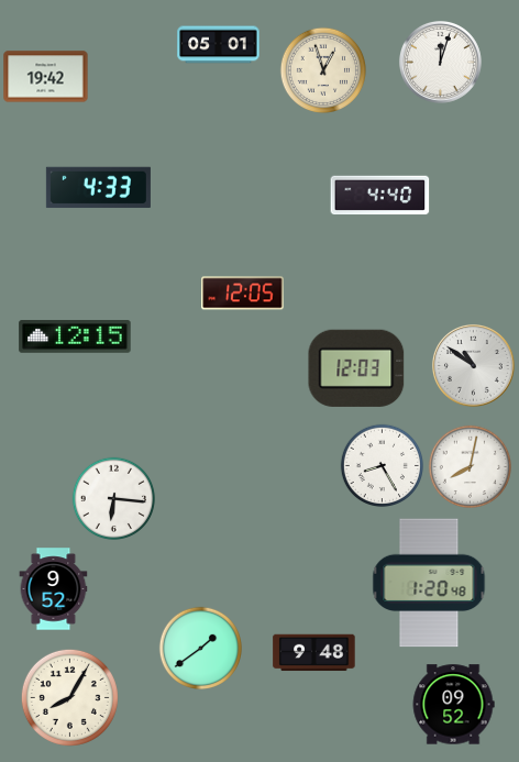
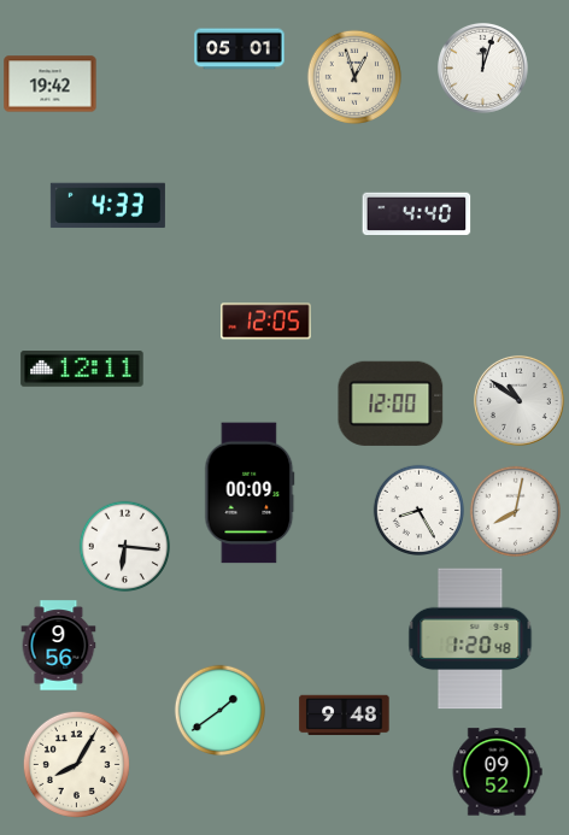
clock at (75, 336): 12:15 -> 12:11
clock at (356, 368): 12:03 -> 12:00
clock at (250, 493): none -> 00:09
clock at (54, 589): 9:52 -> 9:56
